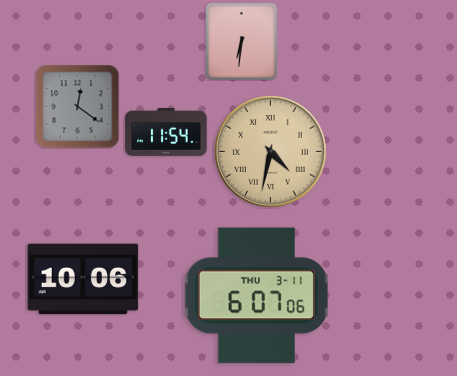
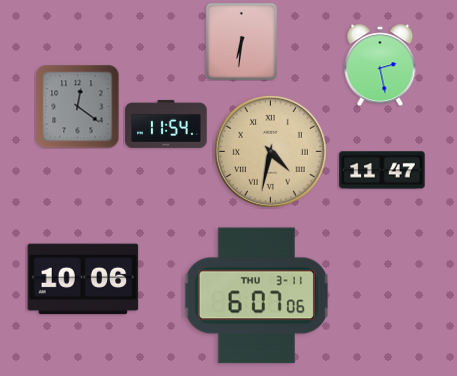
clock at (380, 65): none -> 2:28
clock at (166, 132) position: (166, 132) -> (166, 124)
clock at (382, 170): none -> 11:47
